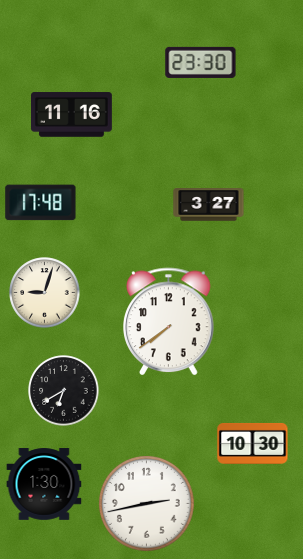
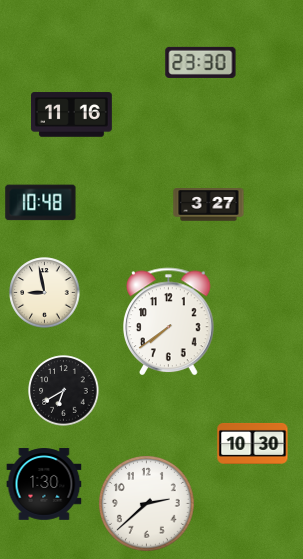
clock at (41, 203): 17:48 -> 10:48
clock at (45, 293): 9:03 -> 8:58
clock at (147, 504): 2:43 -> 2:38
